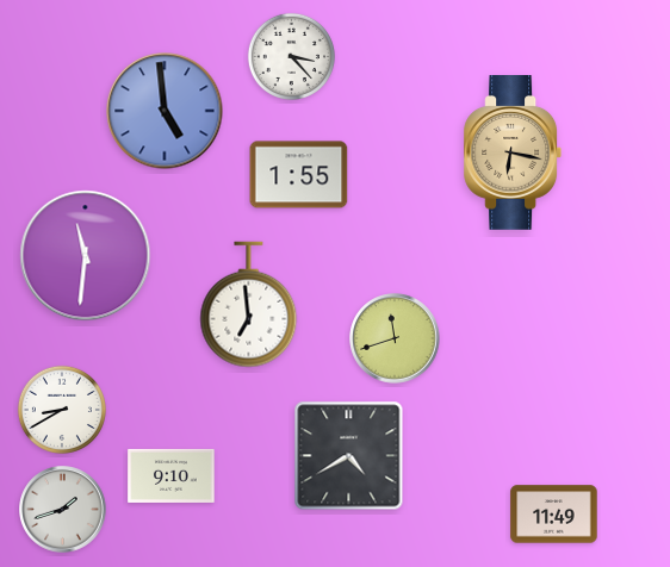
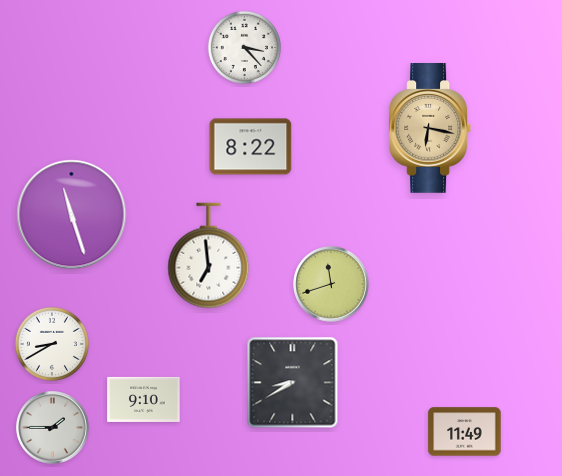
clock at (165, 111): 4:59 -> none
clock at (299, 175): 1:55 -> 8:22
clock at (86, 256): 11:31 -> 11:27
clock at (349, 456): 4:40 -> 8:40
clock at (63, 510): 1:42 -> 1:45
